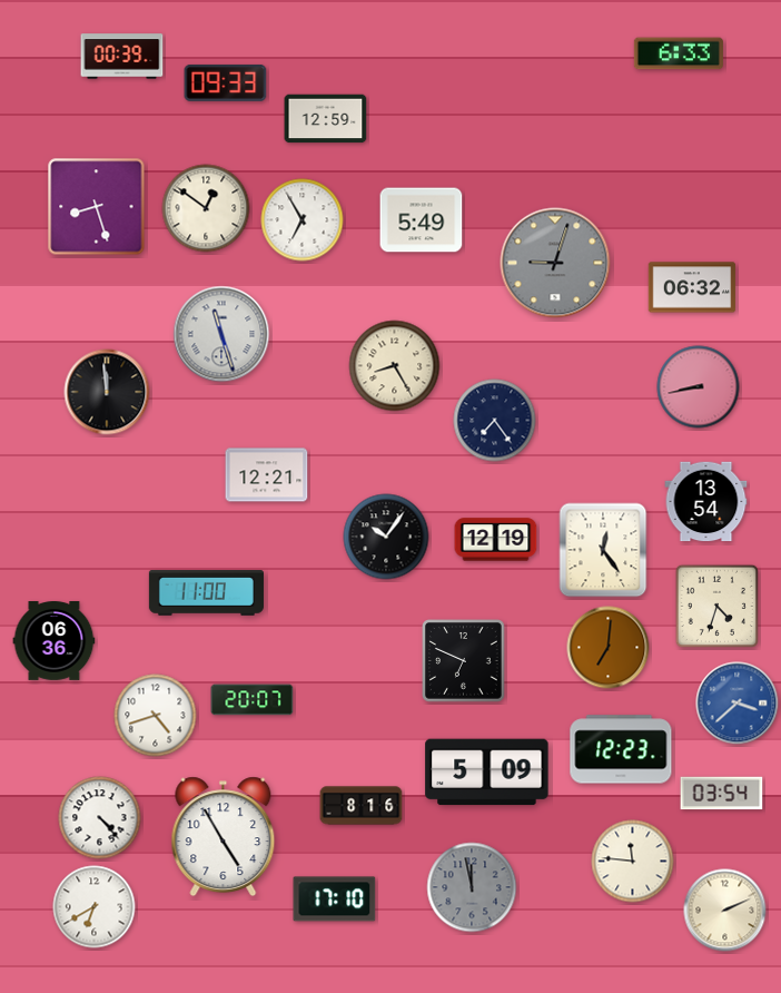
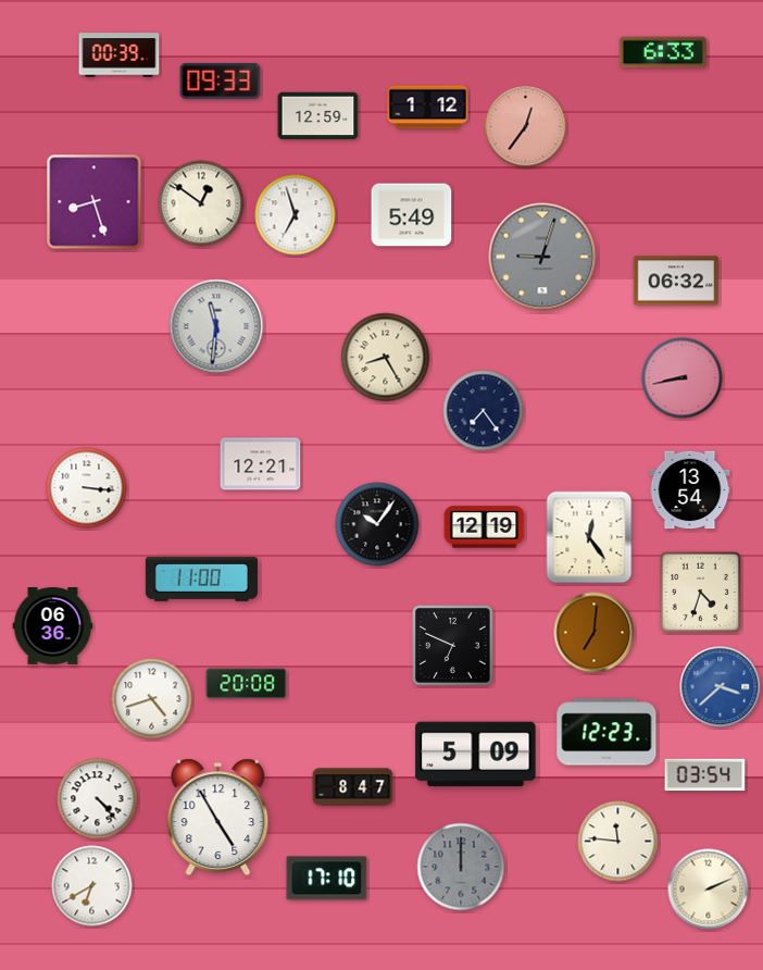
clock at (428, 108): none -> 1:12
clock at (526, 127): none -> 12:36
clock at (303, 220): 6:55 -> 6:57
clock at (221, 334): 11:27 -> 11:31
clock at (107, 392): 11:59 -> none
clock at (87, 488): none -> 3:16
clock at (253, 700): 20:07 -> 20:08
clock at (362, 806): 8:16 -> 8:47
clock at (472, 887): 11:58 -> 12:00
